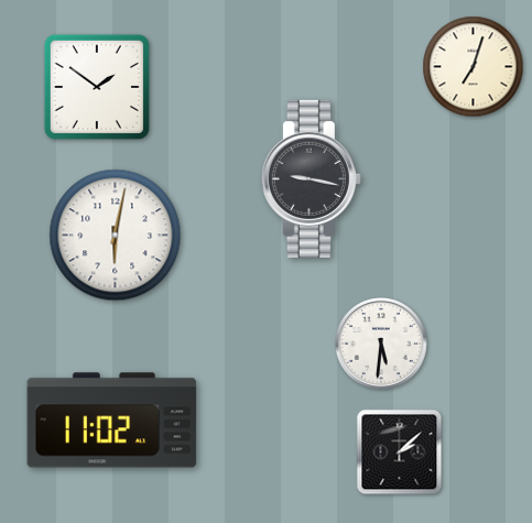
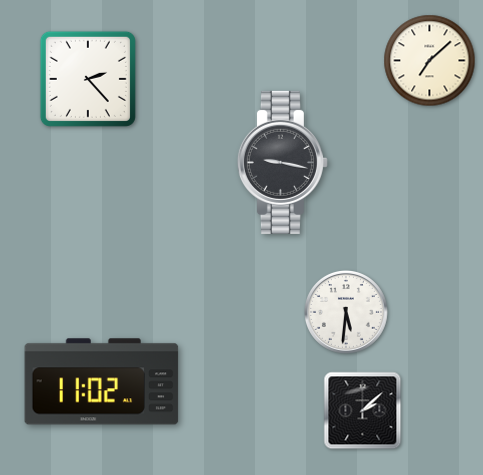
clock at (474, 67): 7:03 -> 7:08
clock at (97, 87): 1:51 -> 2:23
clock at (116, 236): 6:02 -> none
